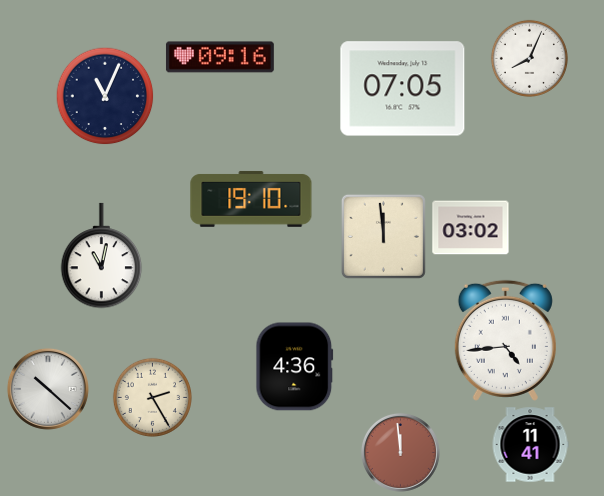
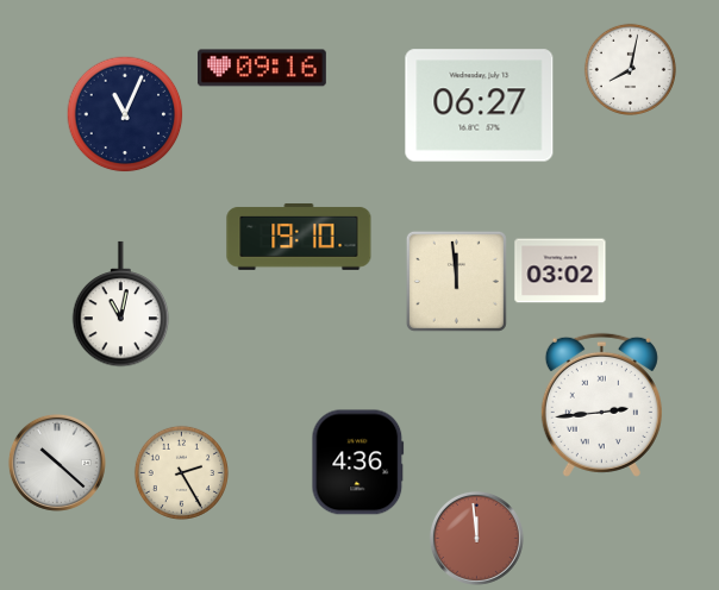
clock at (529, 58): 8:04 -> 8:02
clock at (403, 89): 07:05 -> 06:27
clock at (505, 340): 4:44 -> 2:44
clock at (295, 367) position: (295, 367) -> (358, 463)
clock at (530, 445): 11:41 -> none
